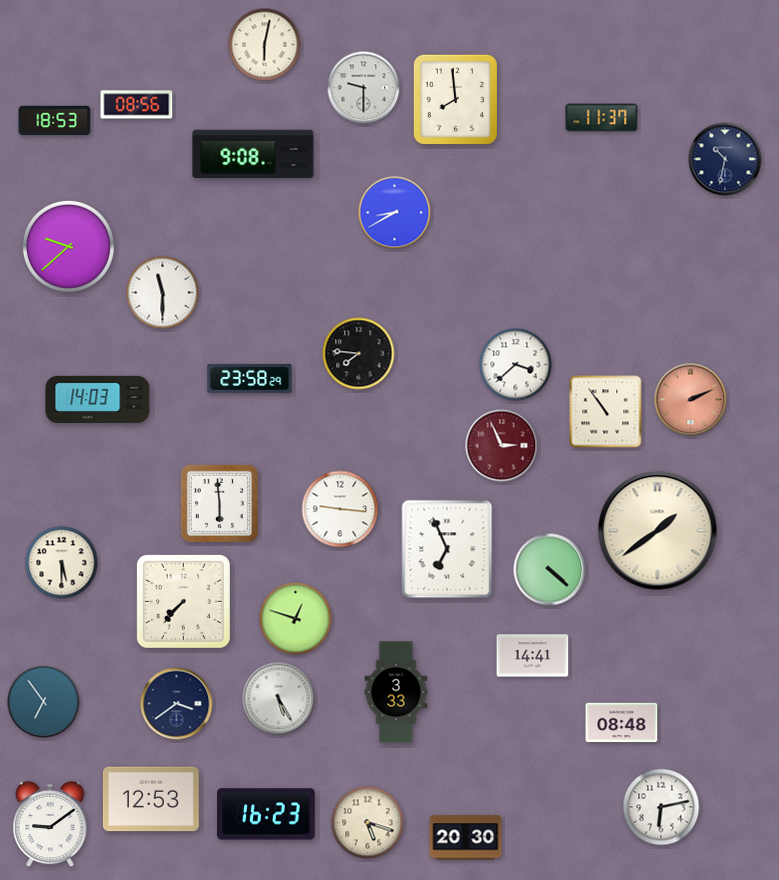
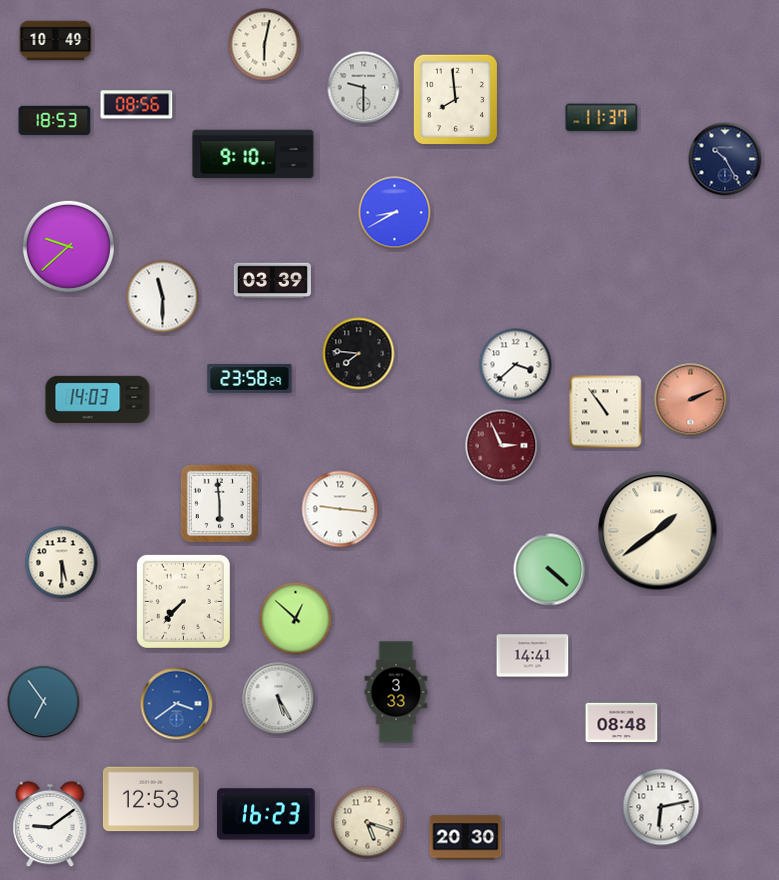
clock at (56, 41): none -> 10:49
clock at (253, 154): 9:08 -> 9:10
clock at (725, 159): 10:32 -> 10:25
clock at (272, 280): none -> 03:39
clock at (163, 293) position: (163, 293) -> (163, 297)
clock at (447, 549): 6:56 -> none
clock at (296, 619): 12:48 -> 12:52
clock at (177, 704) dial: navy -> blue
